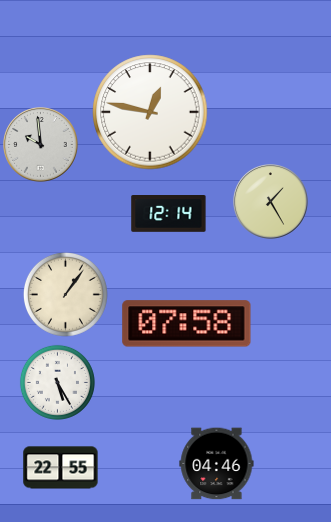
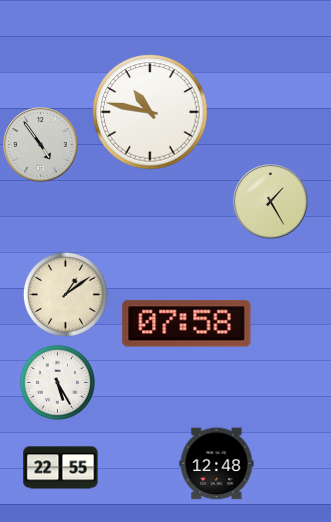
clock at (150, 112): 12:47 -> 10:47
clock at (41, 145): 9:59 -> 4:54
clock at (169, 214): 12:14 -> none
clock at (65, 294): 1:06 -> 1:09
clock at (217, 464): 04:46 -> 12:48
